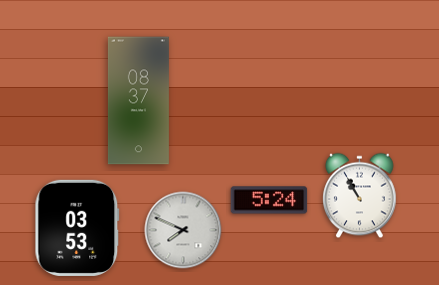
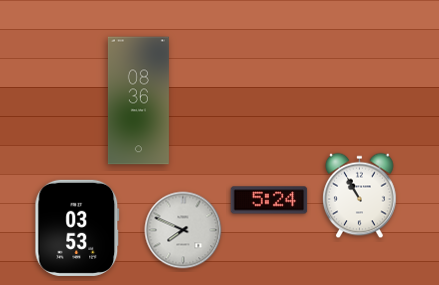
clock at (138, 101): 08:37 -> 08:36
